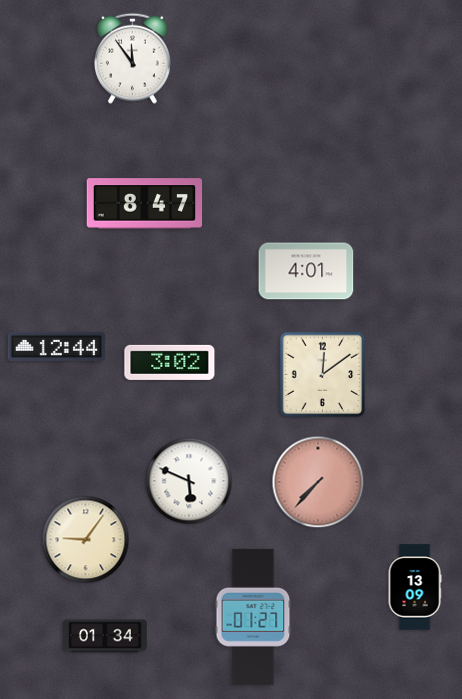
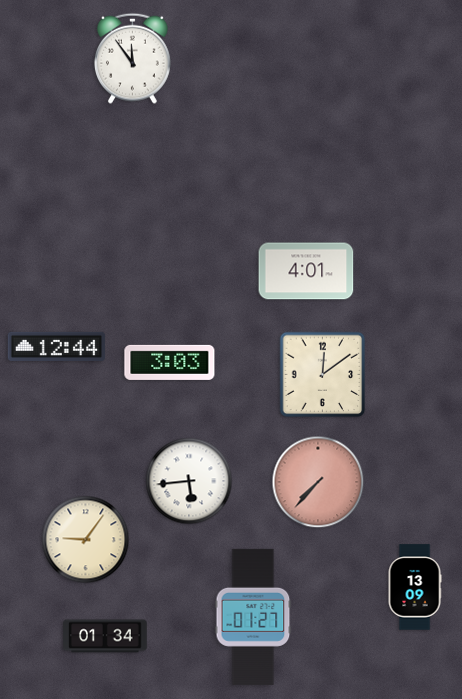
clock at (145, 204): 8:47 -> none
clock at (170, 362): 3:02 -> 3:03
clock at (189, 481): 5:49 -> 5:44
